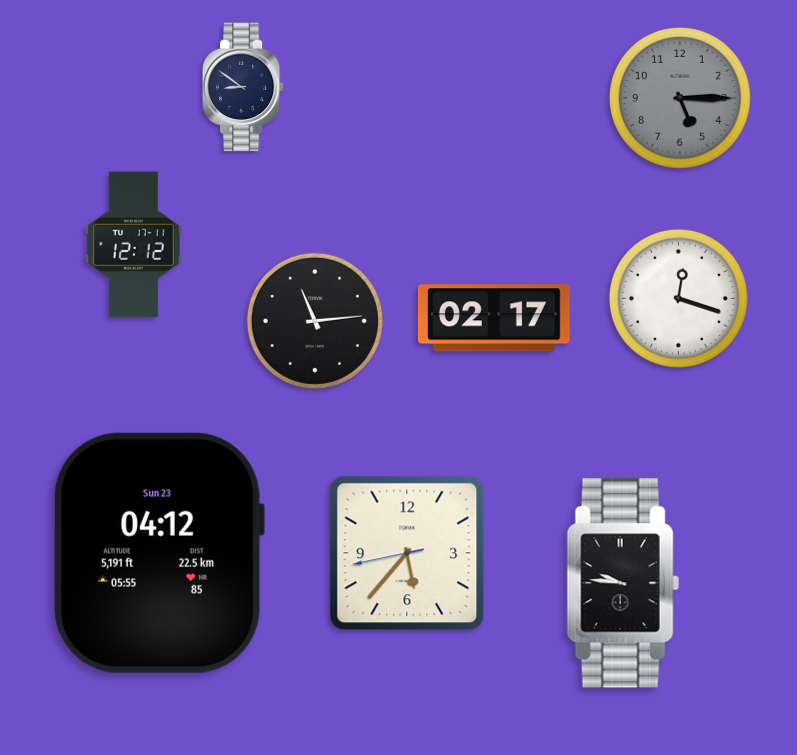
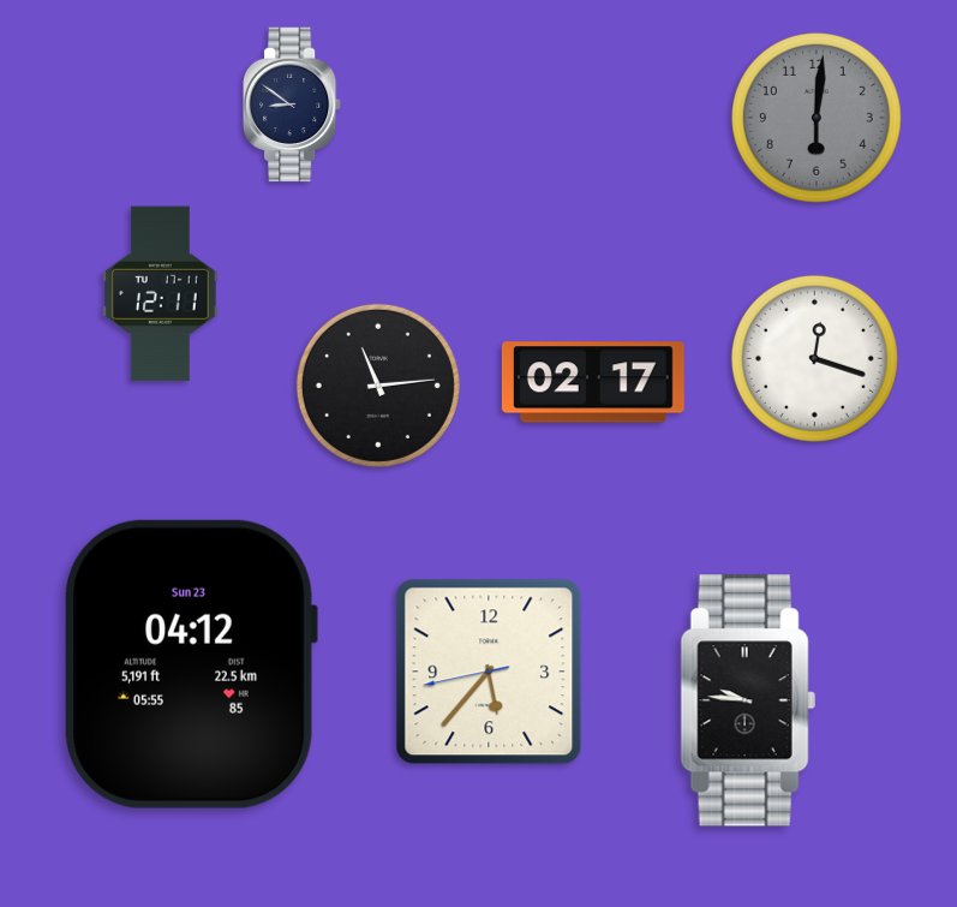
clock at (680, 98): 5:15 -> 6:01
clock at (134, 245): 12:12 -> 12:11
clock at (407, 553) position: (407, 553) -> (489, 672)
